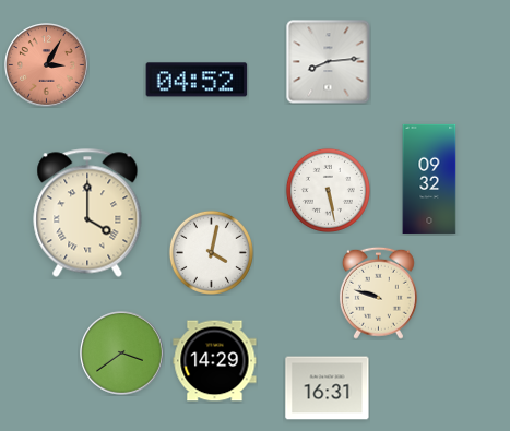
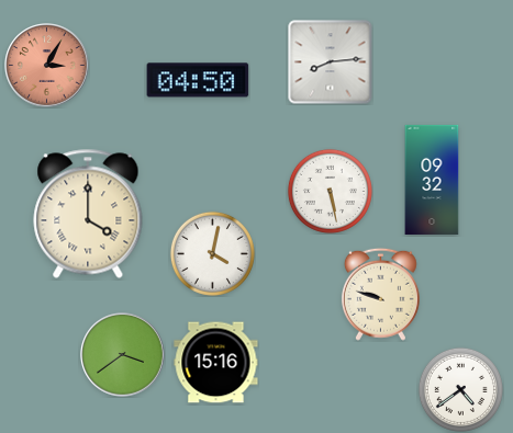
clock at (197, 80): 04:52 -> 04:50
clock at (215, 361): 14:29 -> 15:16
clock at (460, 389): none -> 4:39
clock at (328, 388): 16:31 -> none
